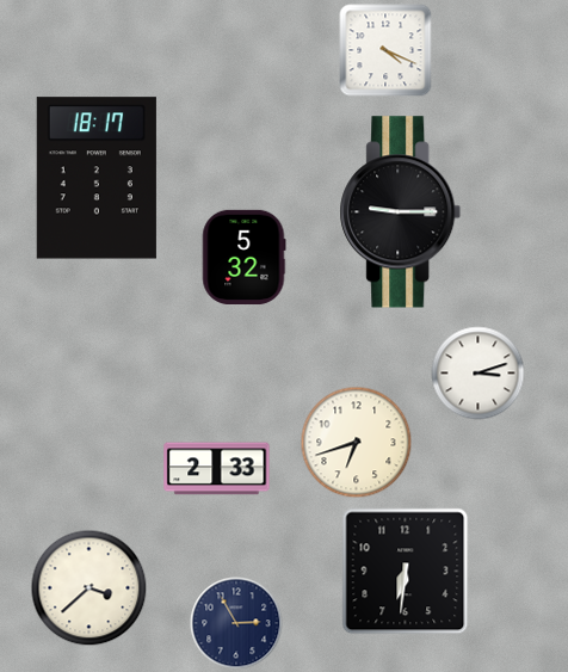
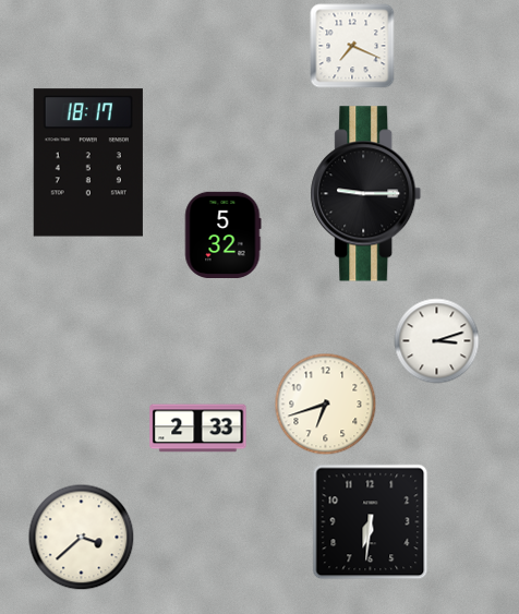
clock at (385, 50): 4:19 -> 7:19
clock at (236, 623): 2:55 -> none
